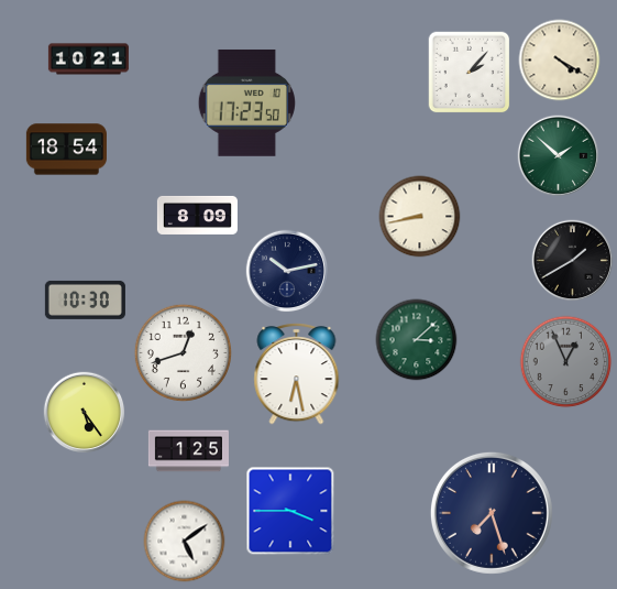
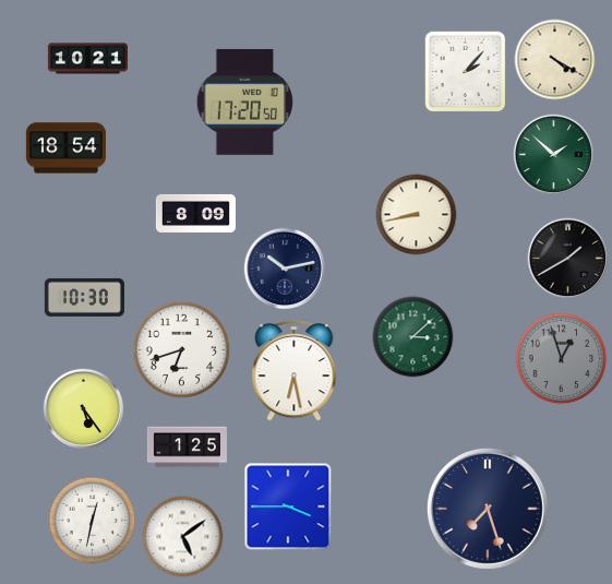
clock at (246, 102): 17:23 -> 17:20
clock at (183, 352): 12:42 -> 6:42
clock at (566, 362): 12:56 -> 12:57
clock at (93, 521): none -> 12:32
